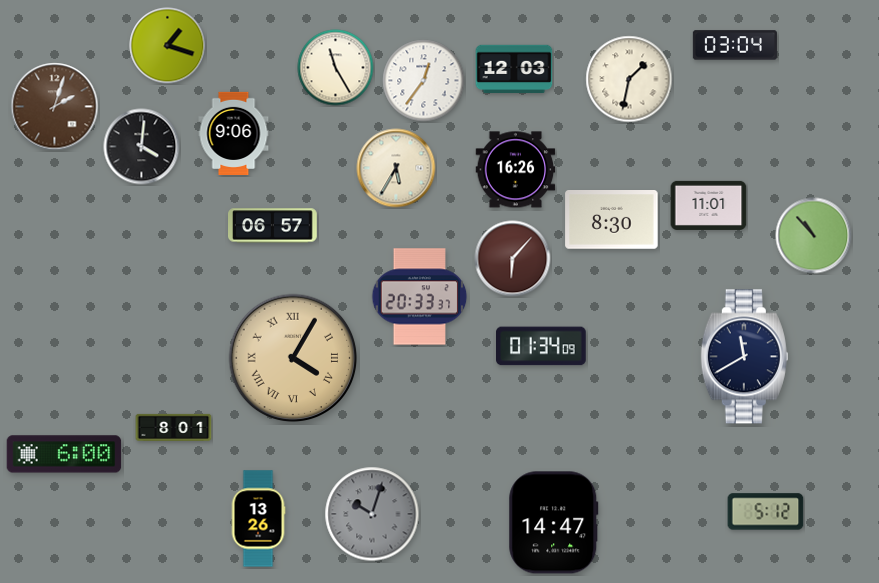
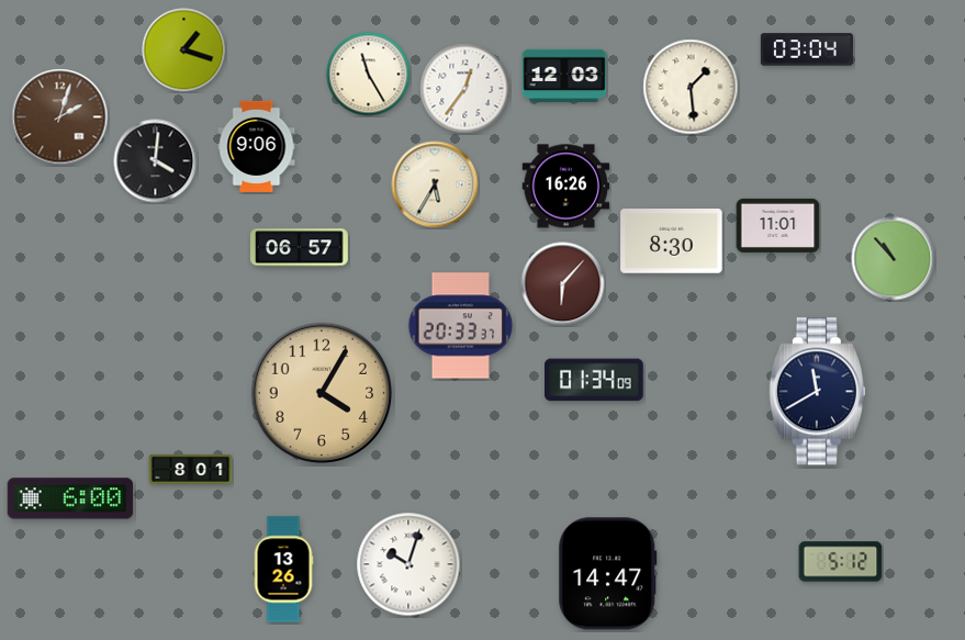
clock at (629, 79): 1:32 -> 1:29
clock at (293, 358) numerals: Roman -> Arabic
clock at (372, 514) dial: grey -> white
